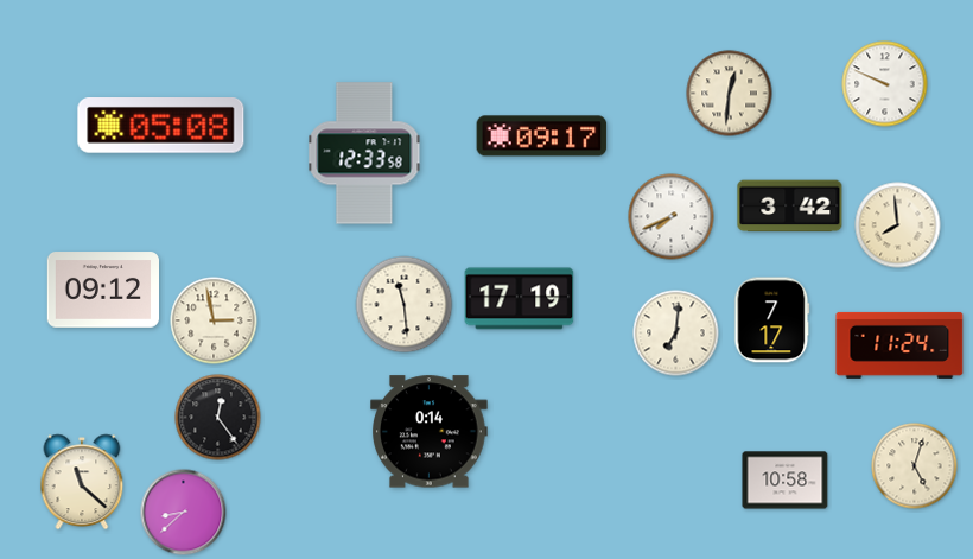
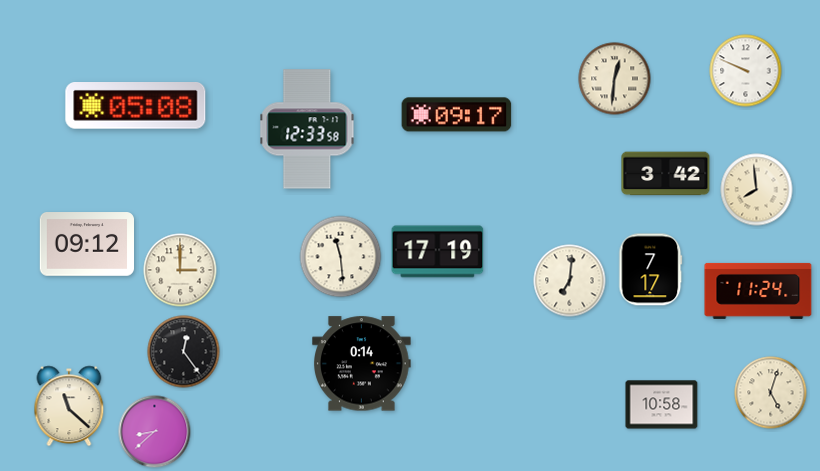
clock at (672, 217): 7:41 -> none
clock at (214, 320): 2:58 -> 3:00
